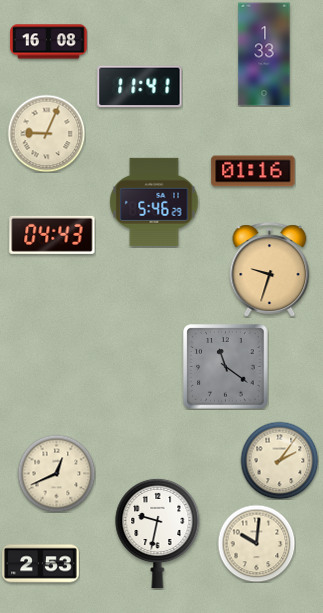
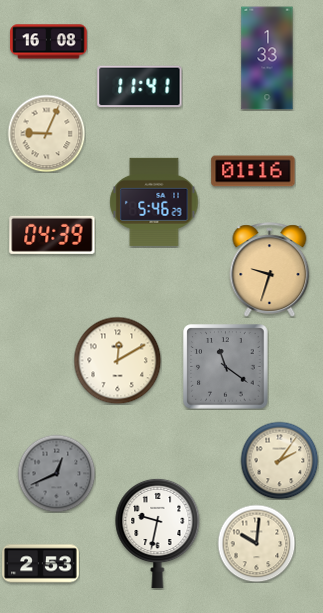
clock at (264, 54) position: (264, 54) -> (267, 58)
clock at (52, 235): 04:43 -> 04:39
clock at (117, 360): none -> 12:10
clock at (56, 473) dial: cream -> grey
